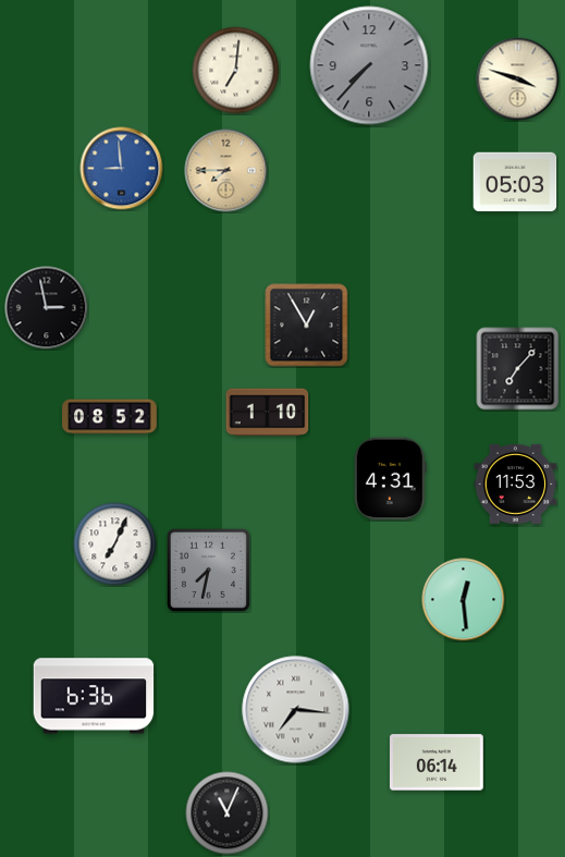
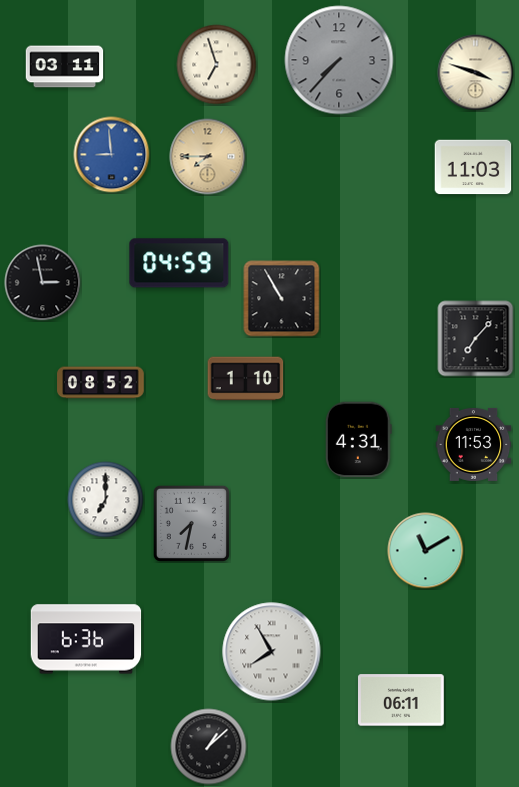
clock at (236, 71): 7:01 -> 6:57
clock at (65, 67): none -> 03:11
clock at (515, 182): 05:03 -> 11:03
clock at (179, 263): none -> 04:59
clock at (307, 326): 12:55 -> 10:55
clock at (115, 544): 7:04 -> 7:00
clock at (464, 600): 12:29 -> 11:10
clock at (296, 710): 7:16 -> 7:55
clock at (438, 762): 06:14 -> 06:11
clock at (228, 813): 11:04 -> 1:08
